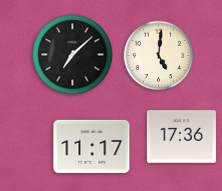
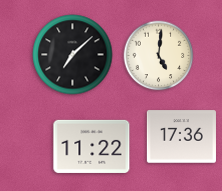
clock at (92, 146): 11:17 -> 11:22
